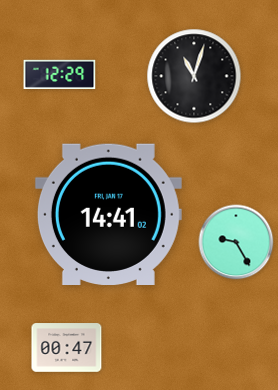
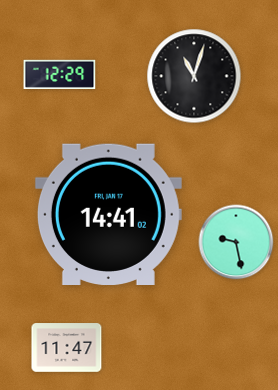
clock at (236, 242): 9:25 -> 9:28
clock at (67, 348): 00:47 -> 11:47
